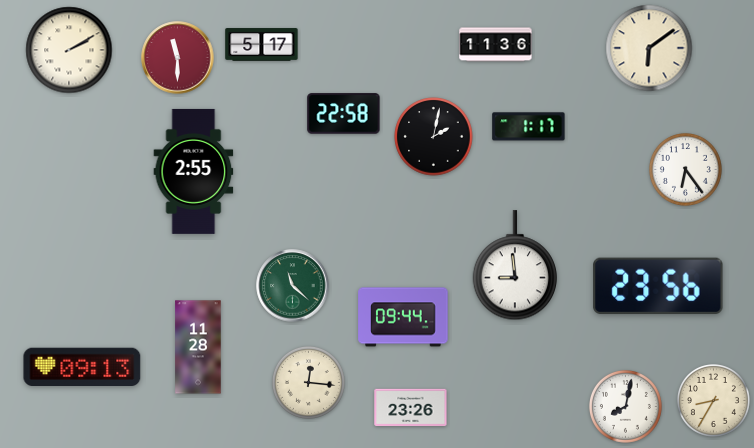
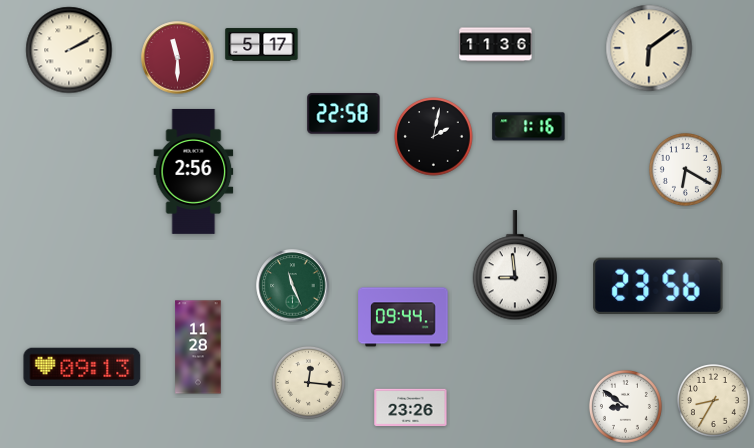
clock at (529, 127): 1:17 -> 1:16
clock at (685, 169): 6:24 -> 6:20
clock at (194, 171): 2:55 -> 2:56
clock at (293, 286): 11:22 -> 11:26
clock at (625, 406): 8:02 -> 8:51
